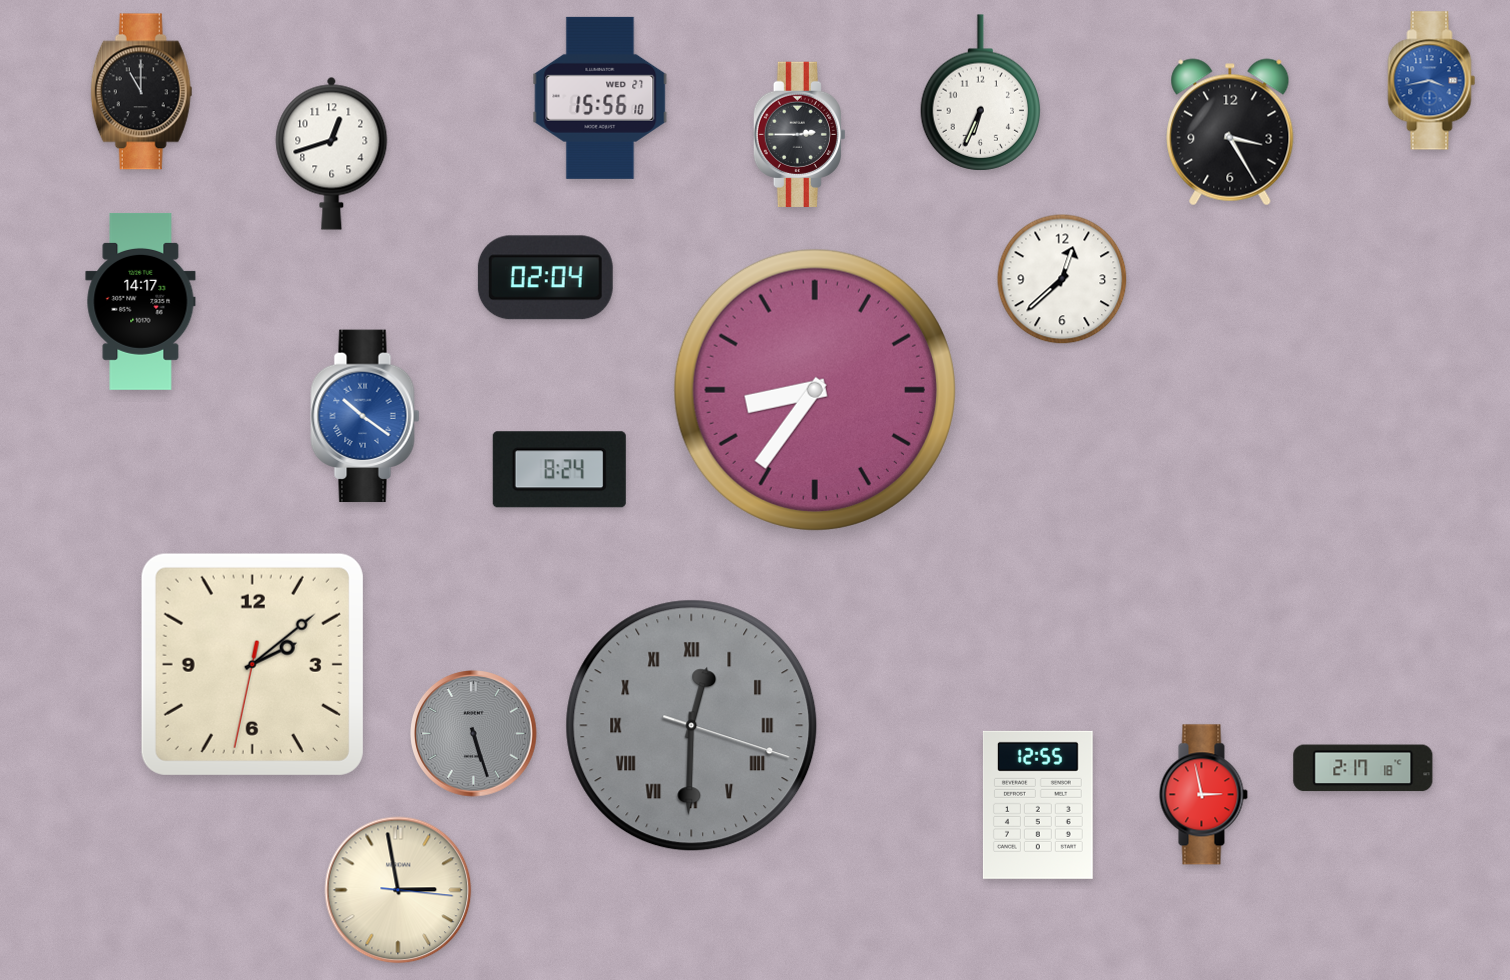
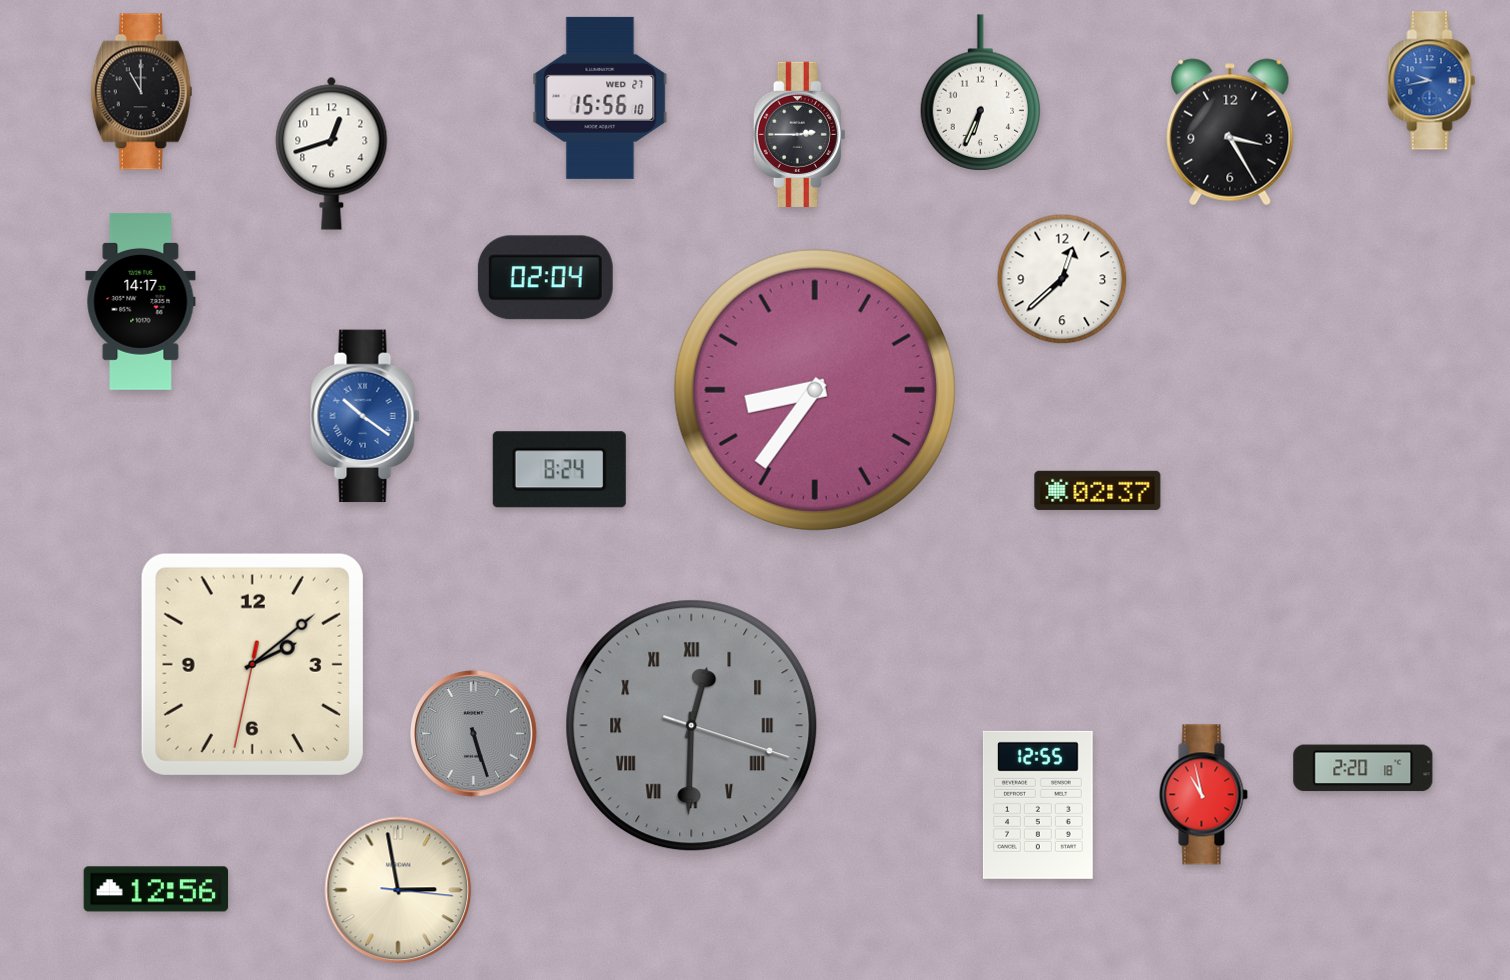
clock at (1432, 81): 3:43 -> 9:43
clock at (1098, 490): none -> 02:37
clock at (1363, 768): 2:17 -> 2:20
clock at (1203, 795): 2:58 -> 10:58
clock at (156, 889): none -> 12:56
